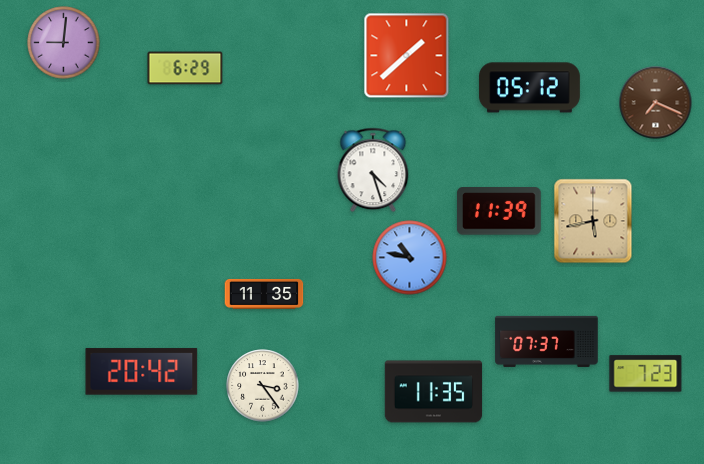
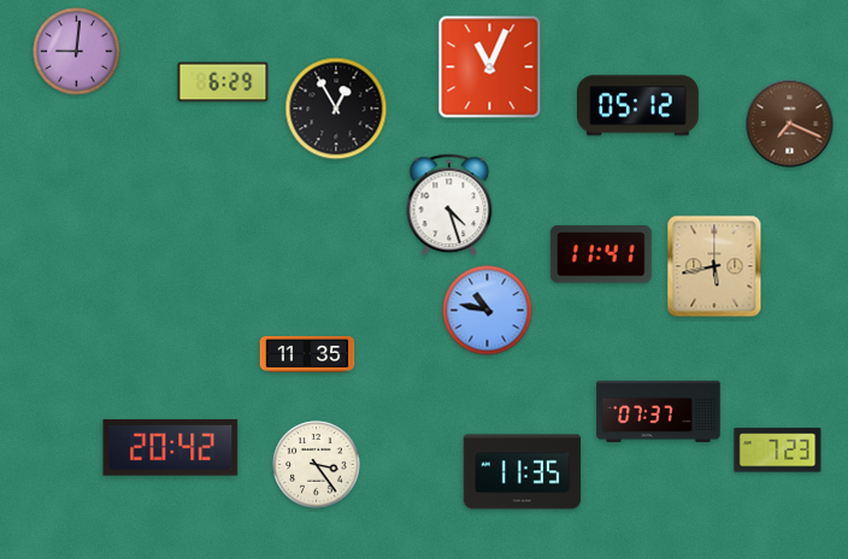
clock at (407, 56): 1:38 -> 11:04
clock at (336, 108): none -> 12:55
clock at (499, 211): 11:39 -> 11:41
clock at (410, 258) position: (410, 258) -> (488, 311)
clock at (264, 294) position: (264, 294) -> (307, 354)
